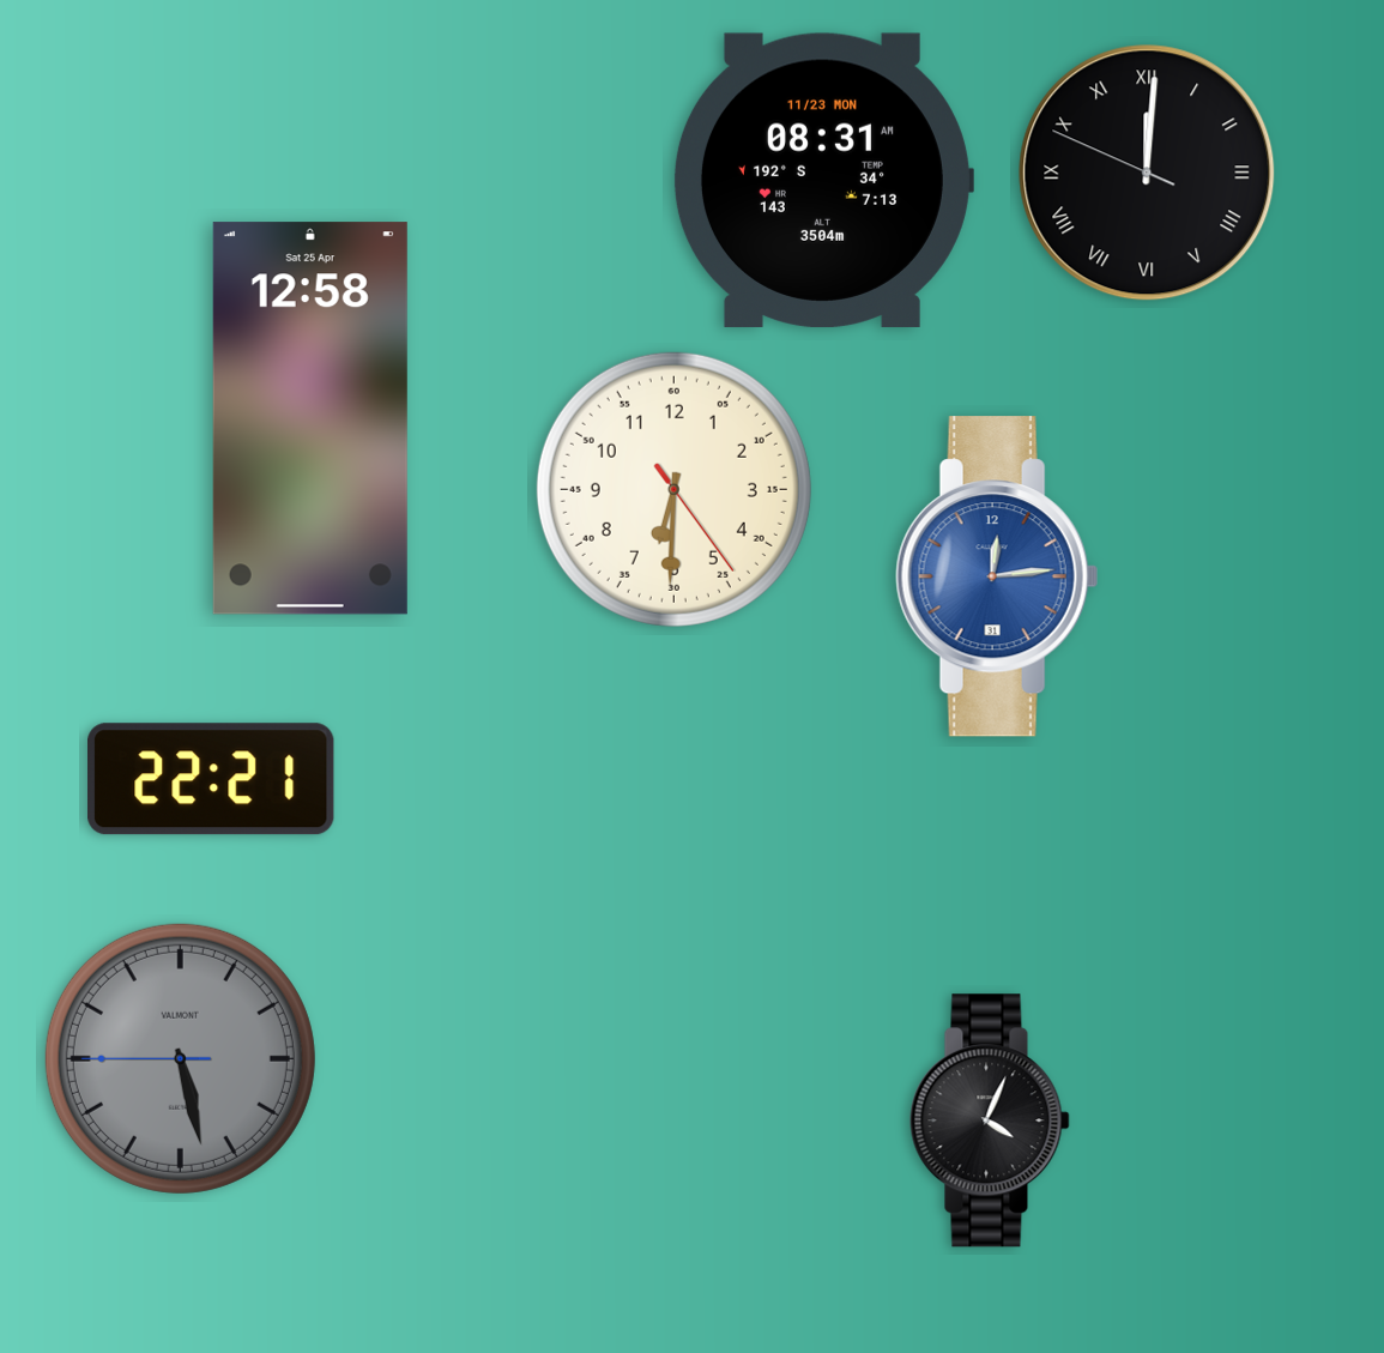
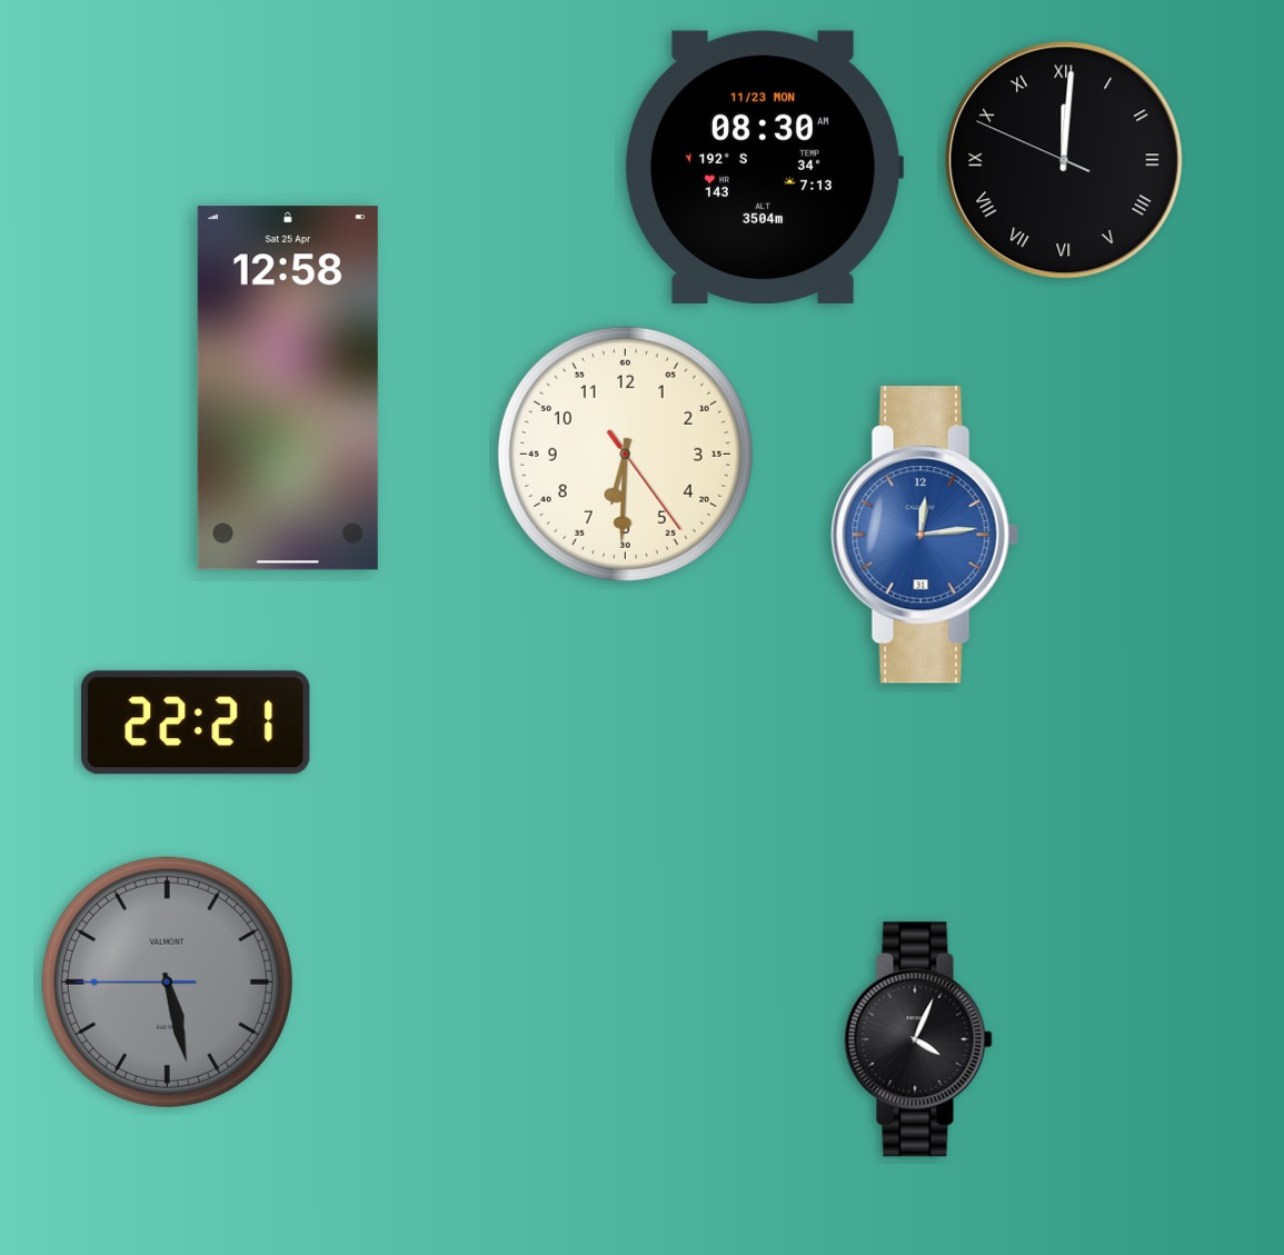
clock at (823, 180): 08:31 -> 08:30
